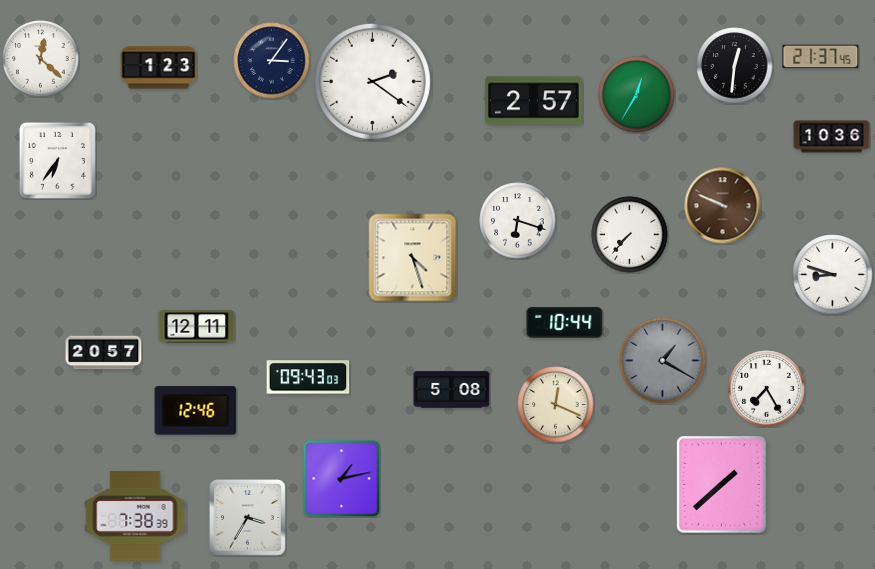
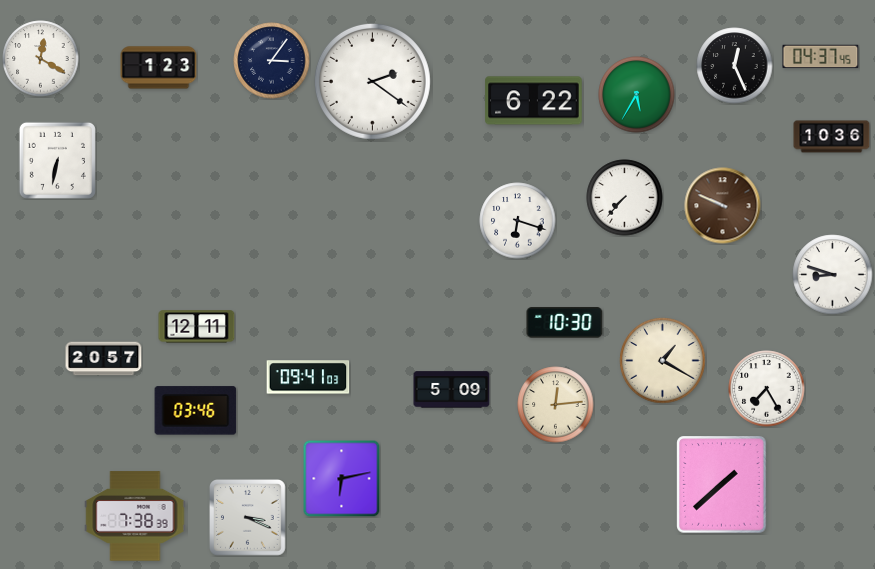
clock at (821, 57): 21:37 -> 04:37
clock at (41, 59): 12:22 -> 12:20
clock at (735, 66): 12:31 -> 12:26
clock at (637, 95): 12:35 -> 5:35
clock at (534, 101): 2:57 -> 6:22
clock at (57, 160): 6:36 -> 6:32
clock at (630, 235) position: (630, 235) -> (625, 198)
clock at (413, 258): 4:27 -> none
clock at (565, 323): 10:44 -> 10:30
clock at (104, 353) position: (104, 353) -> (104, 359)
clock at (663, 361) dial: grey -> cream
clock at (308, 377): 09:43 -> 09:41
clock at (452, 390): 5:08 -> 5:09
clock at (556, 405): 12:19 -> 12:14
clock at (196, 411): 12:46 -> 03:46
clock at (341, 478): 1:13 -> 6:13
clock at (248, 518): 3:35 -> 3:19
